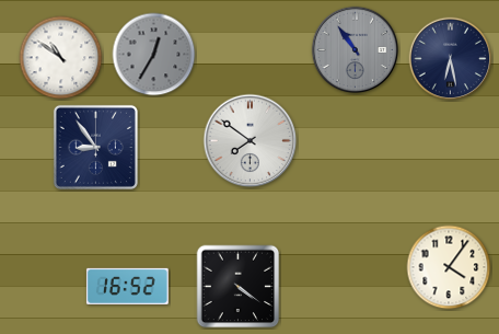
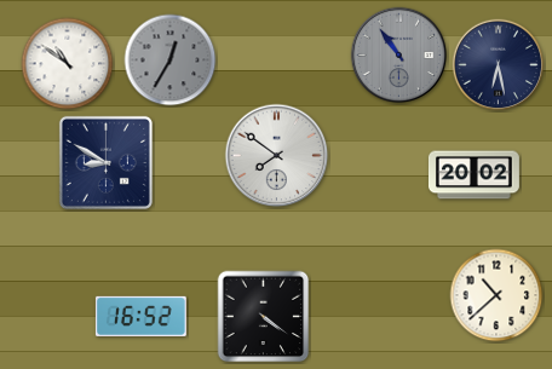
clock at (356, 50) position: (356, 50) -> (399, 56)
clock at (95, 147): 8:54 -> 8:50
clock at (473, 175): none -> 20:02
clock at (449, 267): 4:06 -> 10:38
